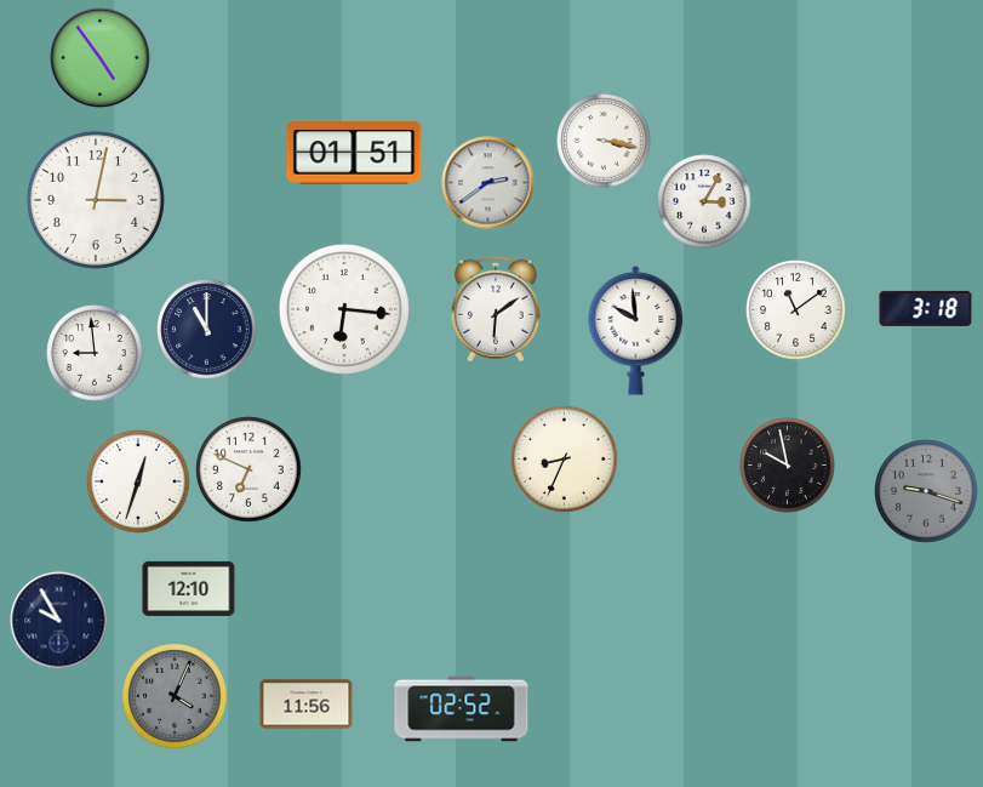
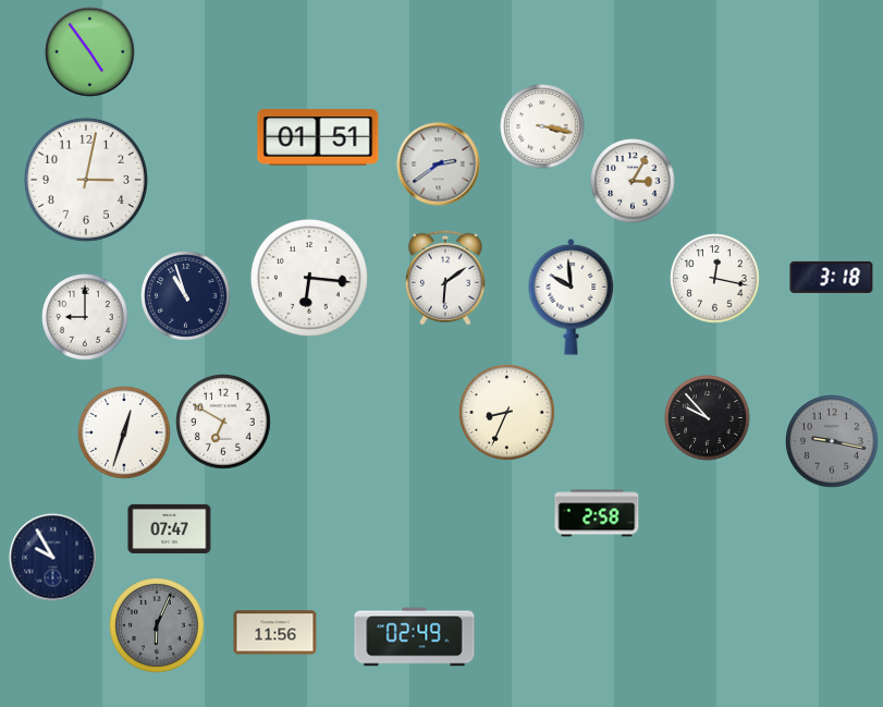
clock at (796, 310): 11:09 -> 12:17
clock at (207, 330): 11:00 -> 10:57
clock at (95, 353): 8:59 -> 9:00
clock at (788, 466): 9:58 -> 9:53
clock at (248, 469): 6:49 -> 6:50
clock at (926, 491): 9:18 -> 9:17
clock at (597, 513): none -> 2:58
clock at (189, 588): 12:10 -> 07:47
clock at (175, 696): 4:04 -> 6:04
clock at (462, 709): 02:52 -> 02:49
